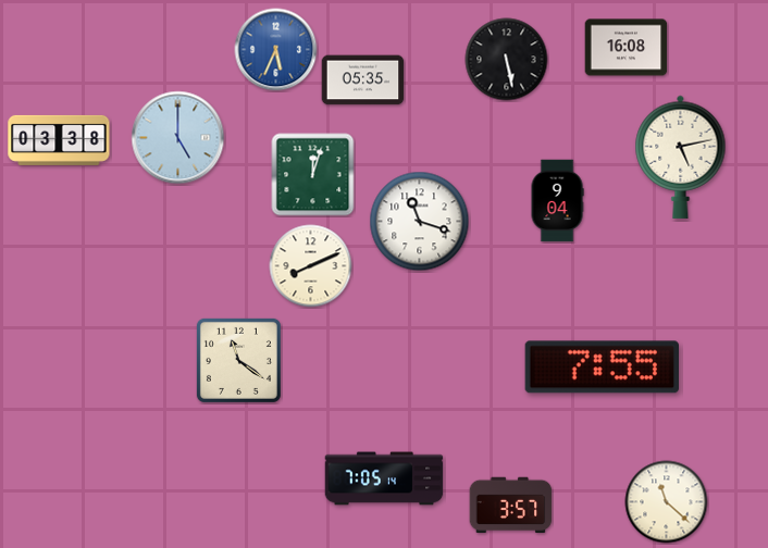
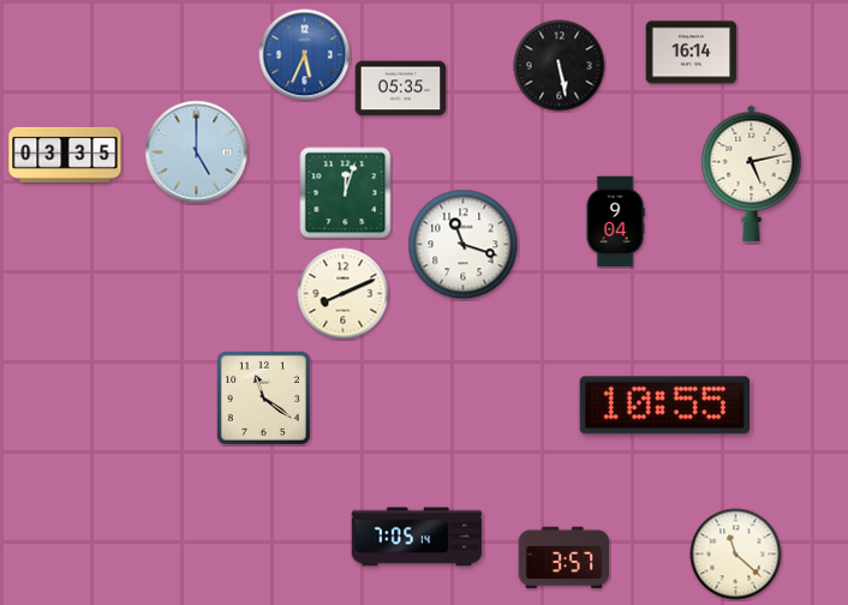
clock at (627, 48): 16:08 -> 16:14
clock at (59, 140): 03:38 -> 03:35
clock at (602, 368): 7:55 -> 10:55
clock at (384, 478) position: (384, 478) -> (417, 537)
